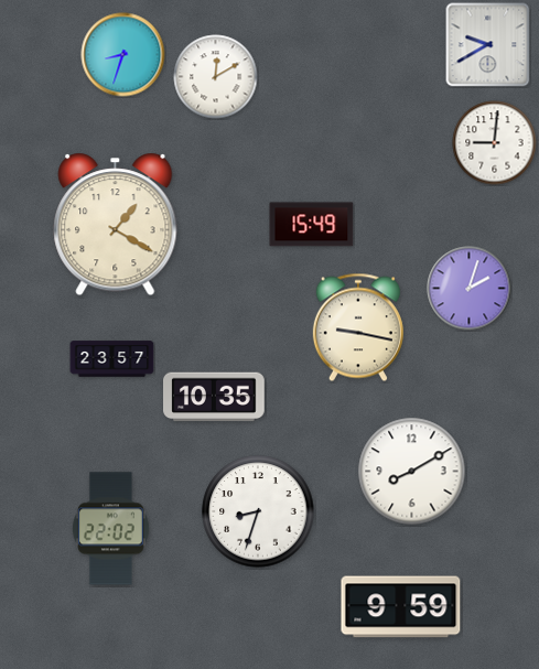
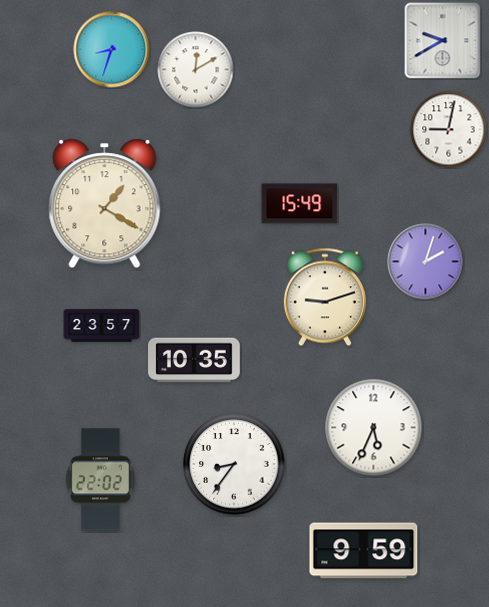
clock at (495, 143): 9:01 -> 9:02
clock at (312, 225) position: (312, 225) -> (300, 204)
clock at (358, 327): 9:17 -> 9:12
clock at (412, 472): 8:10 -> 5:34
clock at (258, 511): 8:33 -> 8:36
